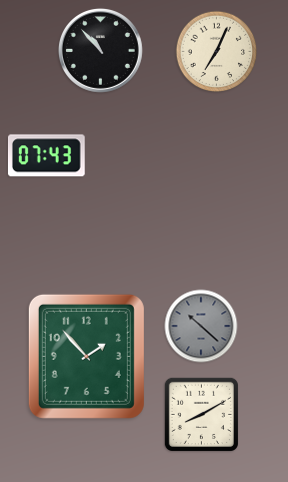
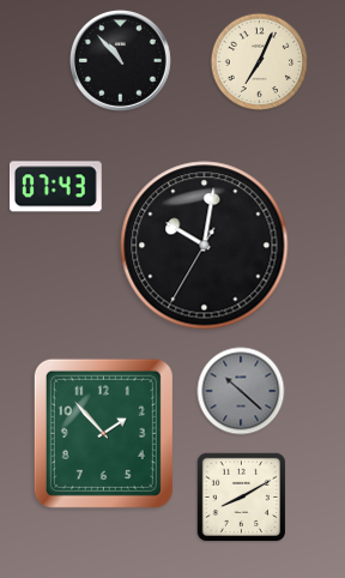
clock at (205, 246): none -> 10:01
clock at (86, 356) position: (86, 356) -> (103, 433)
